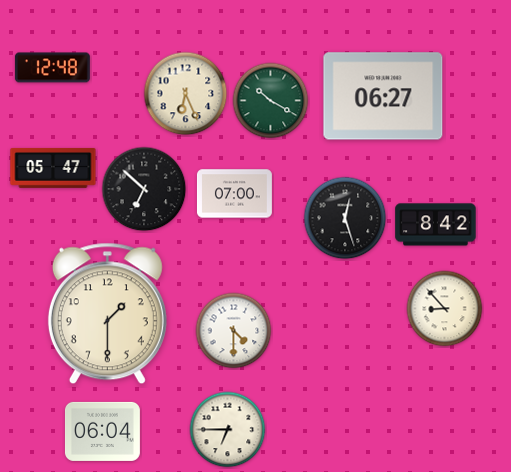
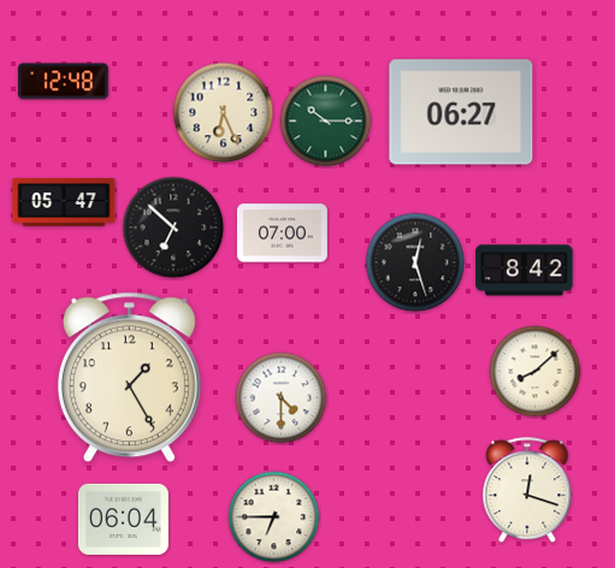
clock at (383, 96) position: (383, 96) -> (461, 112)
clock at (271, 101): 10:20 -> 10:15
clock at (445, 309): 8:53 -> 8:08
clock at (107, 314): 1:30 -> 1:25
clock at (527, 491): none -> 12:18
